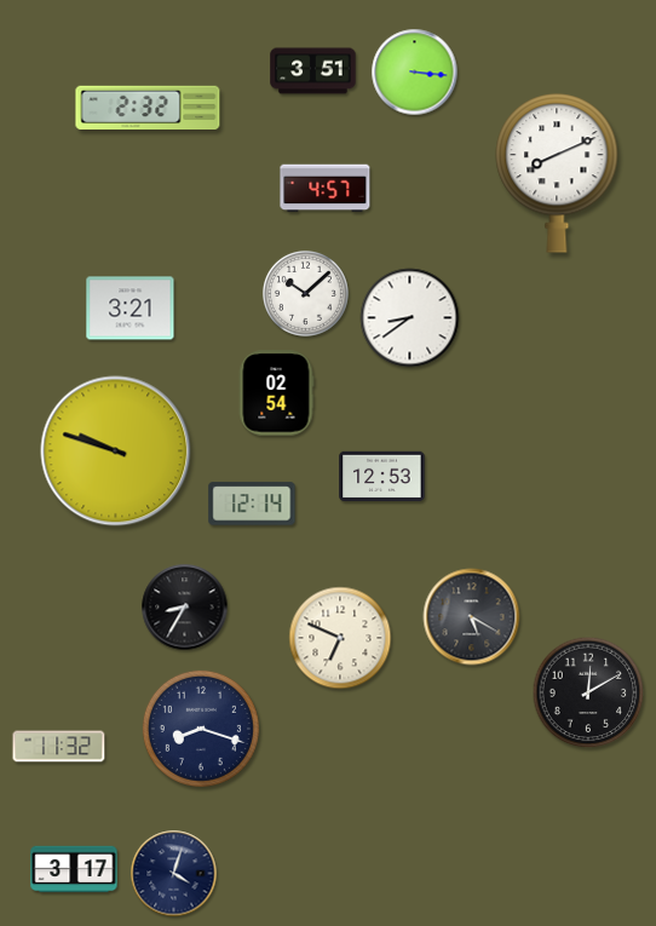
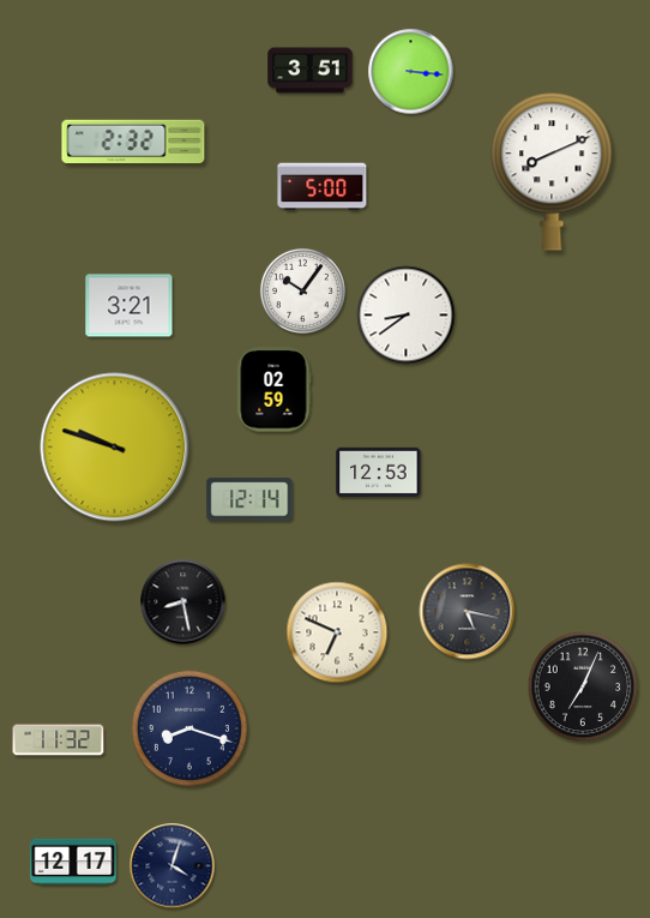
clock at (148, 107) position: (148, 107) -> (133, 140)
clock at (326, 189): 4:57 -> 5:00
clock at (305, 293): 10:08 -> 10:06
clock at (276, 393): 02:54 -> 02:59
clock at (185, 608): 8:35 -> 8:28
clock at (472, 617): 5:20 -> 5:17
clock at (588, 692): 12:10 -> 7:04
clock at (201, 729) position: (201, 729) -> (189, 728)
clock at (74, 869): 3:17 -> 12:17
